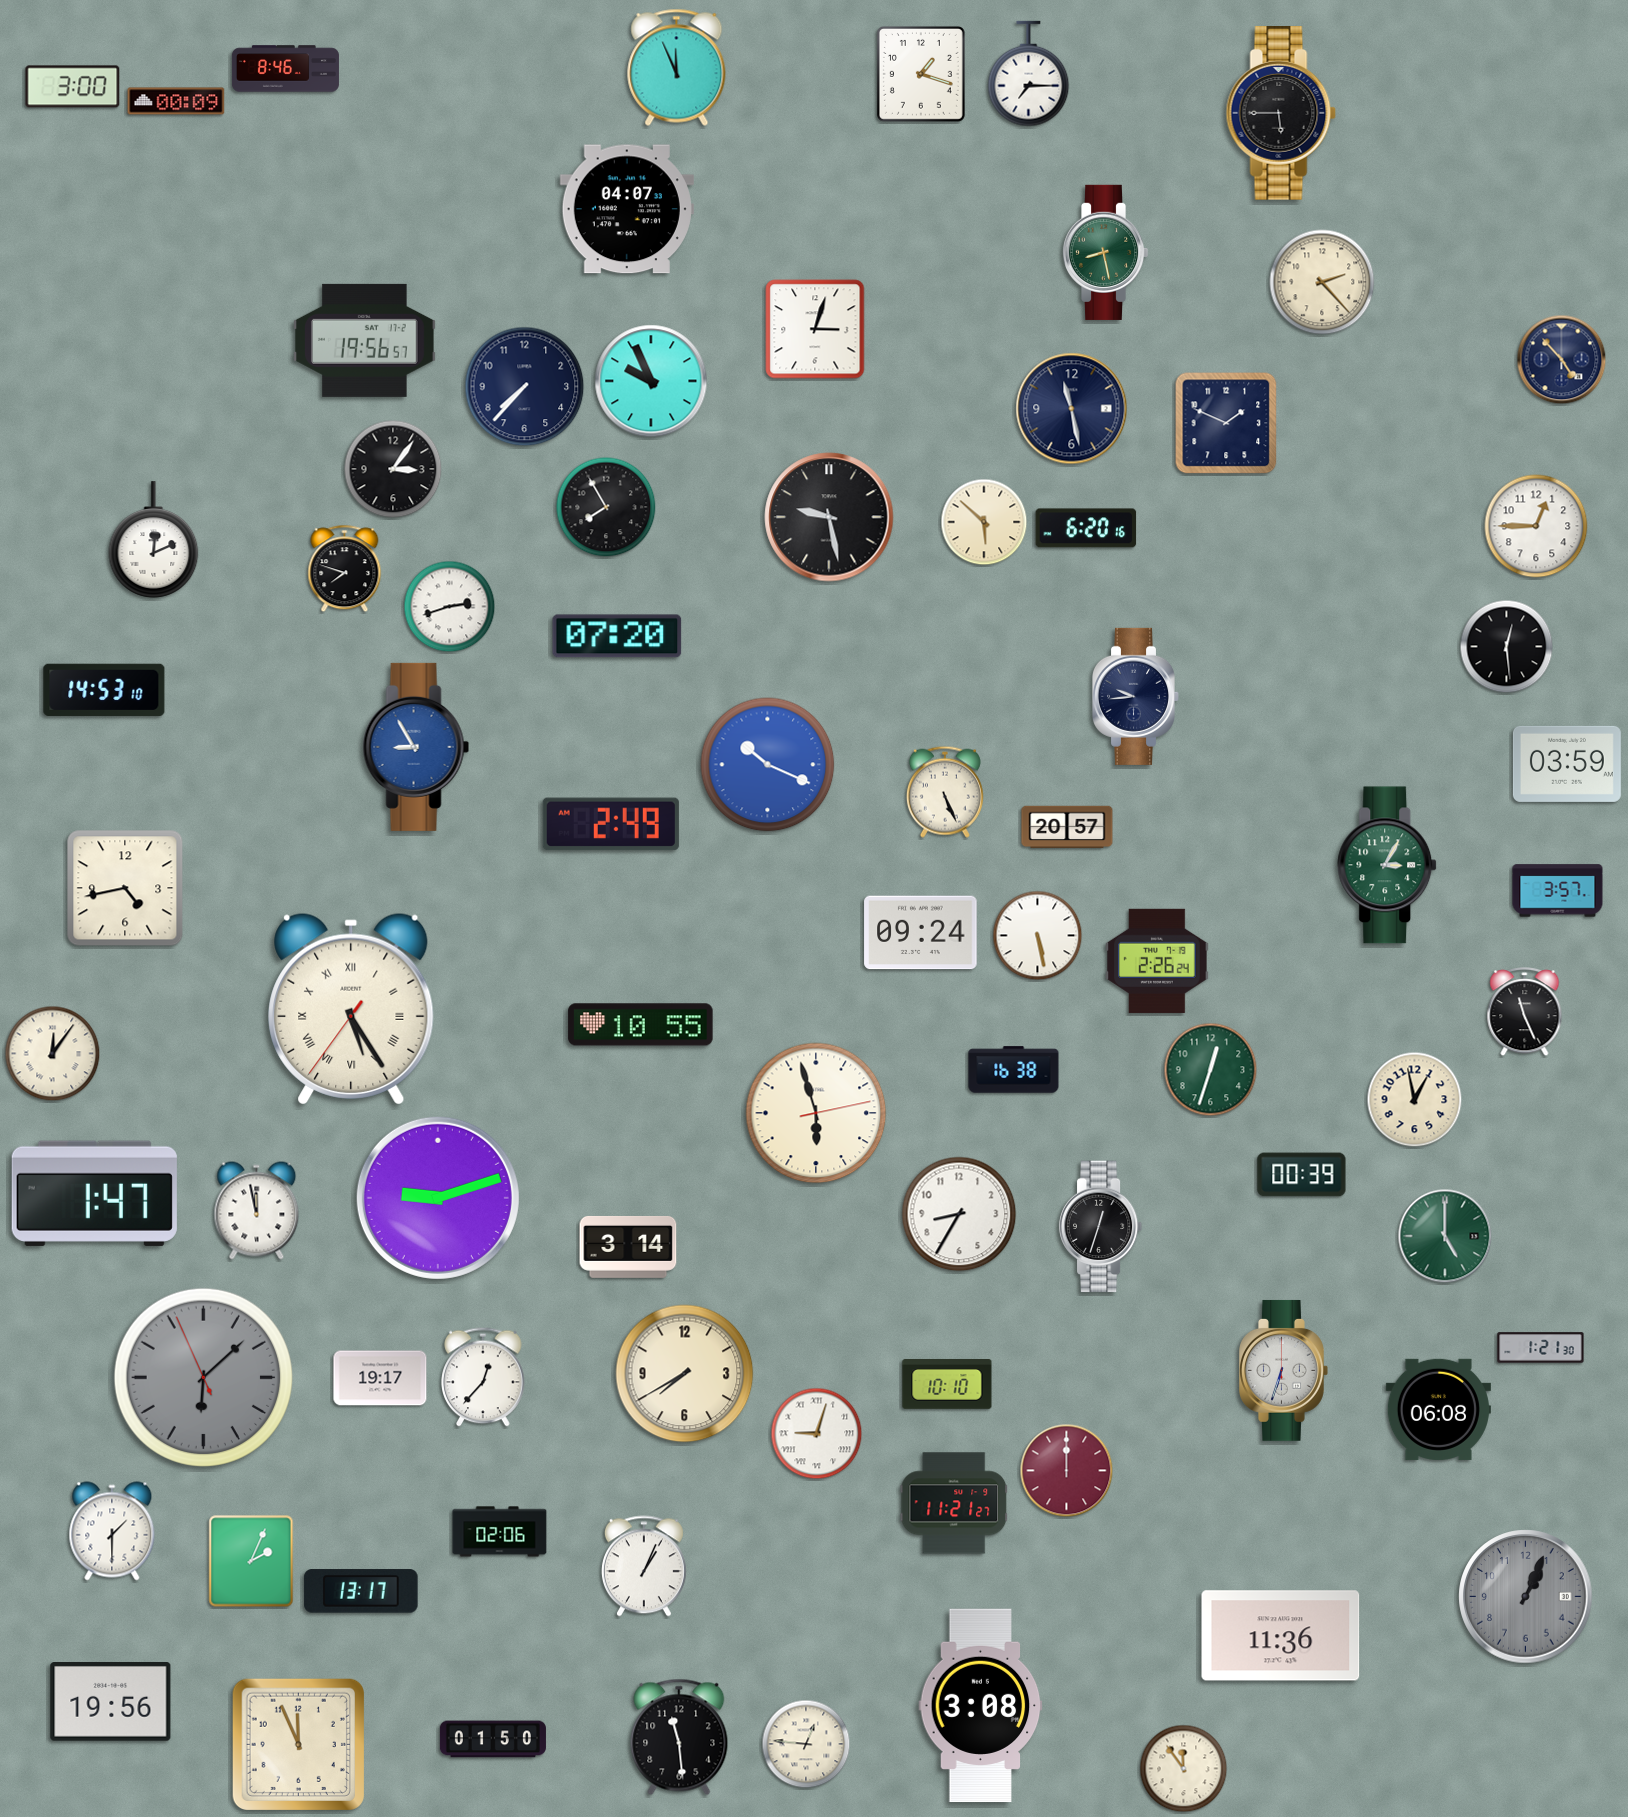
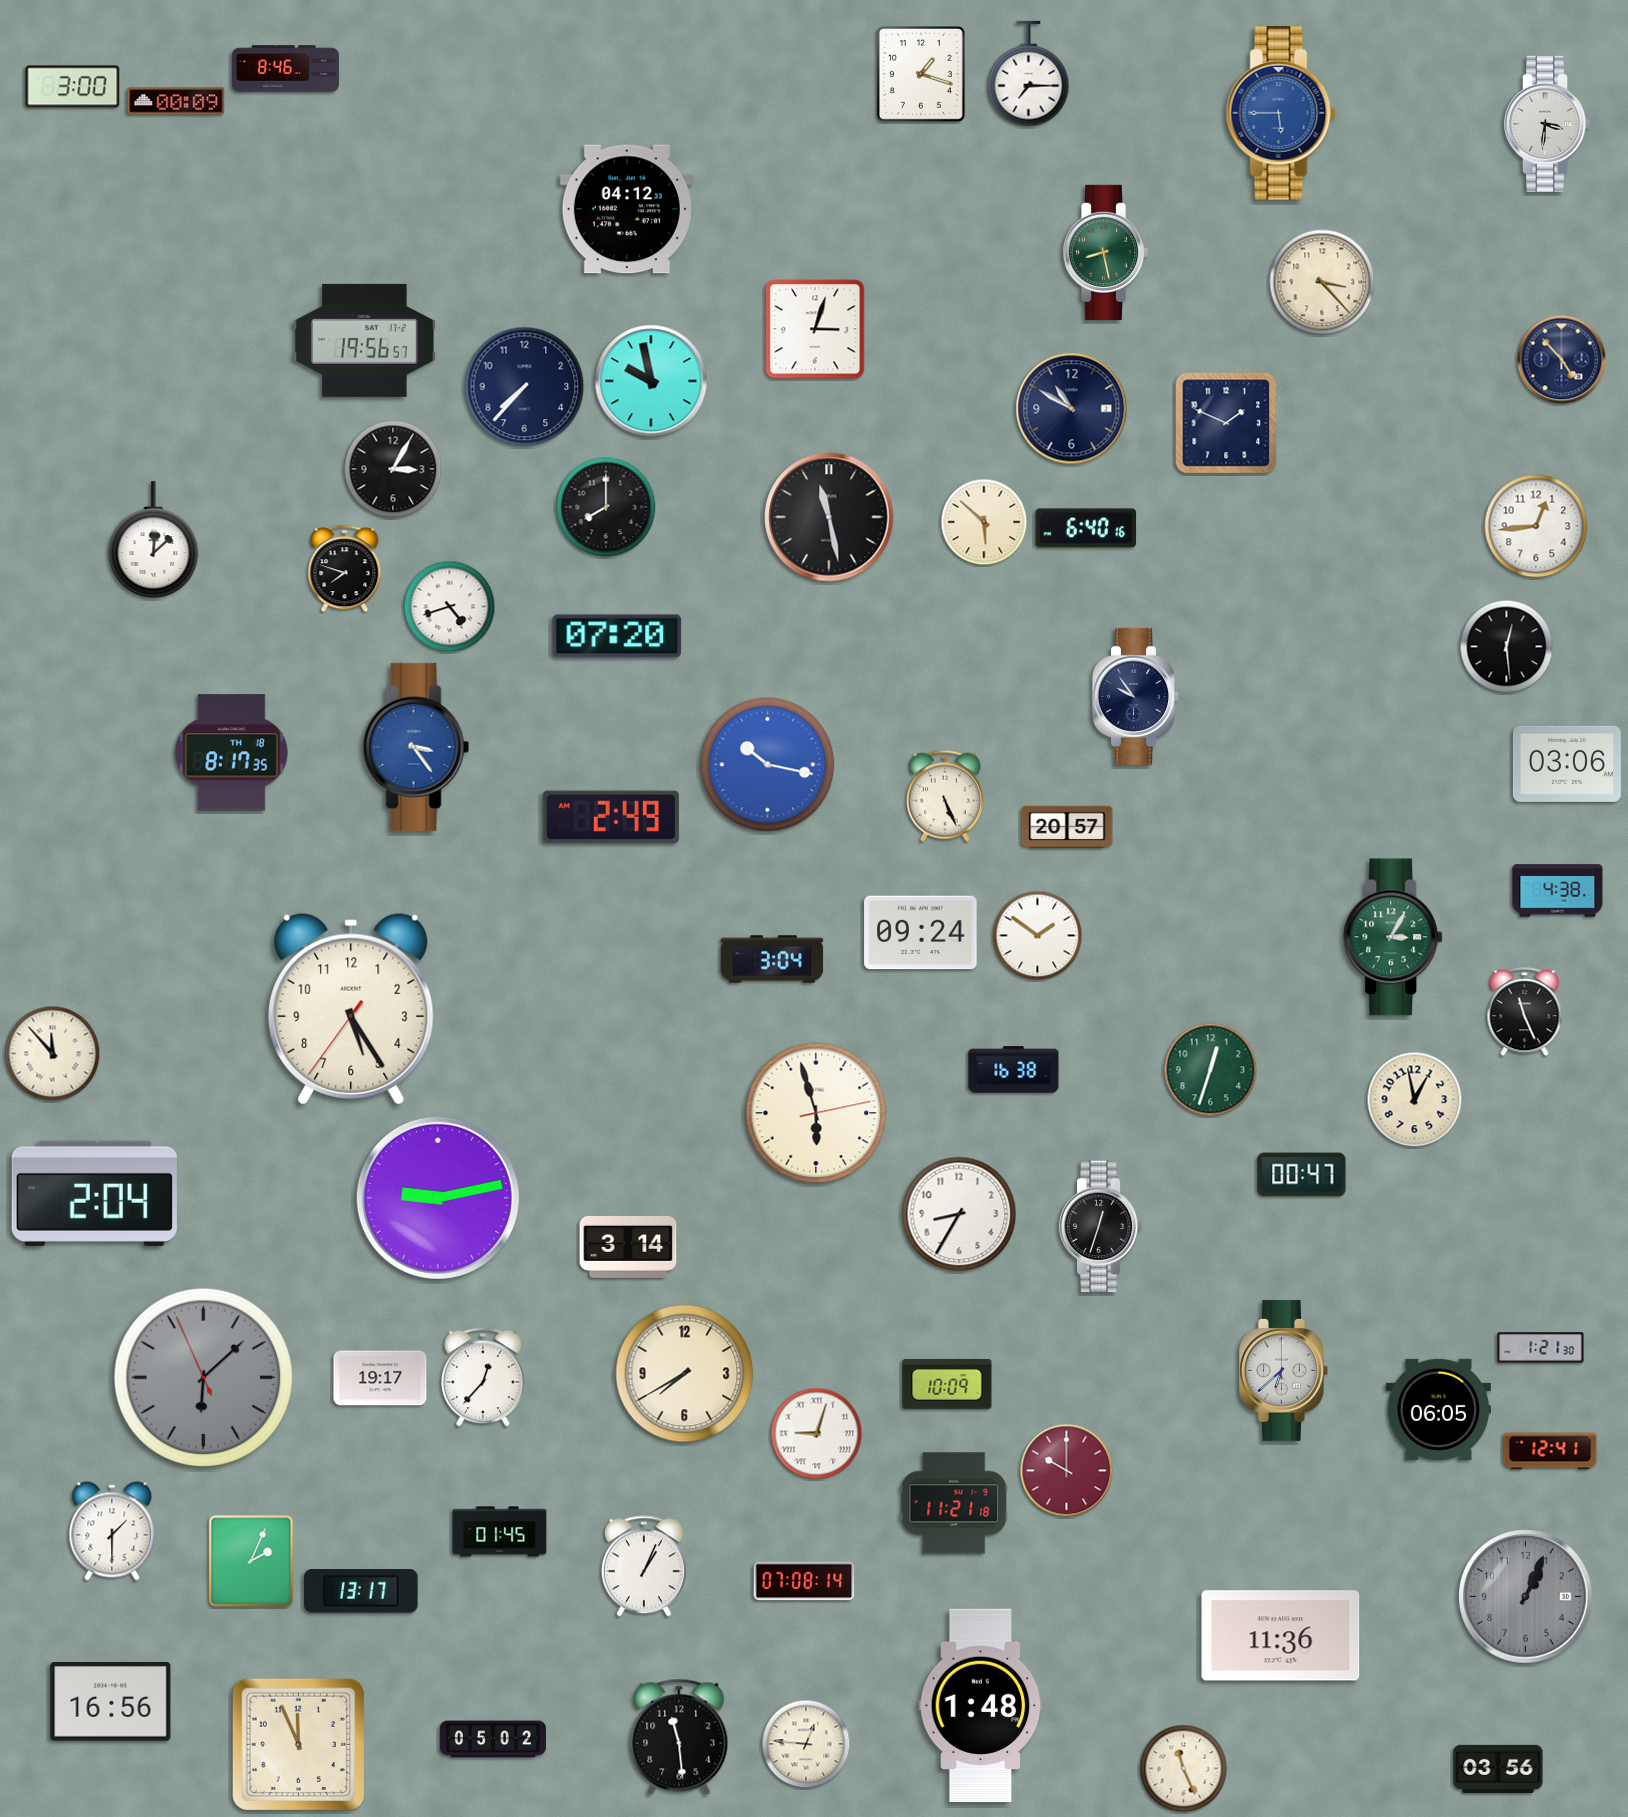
clock at (677, 67): 11:56 -> none
clock at (1281, 114) dial: black -> blue
clock at (1547, 124): none -> 3:31
clock at (627, 209): 04:07 -> 04:12
clock at (1322, 282): 2:23 -> 3:23
clock at (651, 381): 9:56 -> 9:58
clock at (1072, 409): 11:28 -> 10:50
clock at (393, 469): 3:06 -> 3:05
clock at (606, 507): 7:55 -> 8:00
clock at (829, 517): 9:28 -> 11:28
clock at (1536, 526): 12:45 -> 12:44
clock at (1086, 528): 6:20 -> 6:40
clock at (154, 540): 12:11 -> 12:08
clock at (450, 607): 2:42 -> 4:42
clock at (104, 689): 14:53 -> none
clock at (1135, 696): 9:44 -> 9:54
clock at (416, 747): 8:55 -> 3:24
clock at (232, 753): none -> 8:17
clock at (1567, 764): 03:59 -> 03:06
clock at (768, 765): 10:19 -> 10:17
clock at (945, 792) position: (945, 792) -> (945, 796)
clock at (611, 824) position: (611, 824) -> (611, 817)
clock at (1388, 865) position: (1388, 865) -> (1394, 937)
clock at (125, 888): 4:43 -> none
clock at (1558, 891): 3:57 -> 4:38
clock at (1038, 936): 5:28 -> 1:51
clock at (772, 959): none -> 3:04
clock at (1157, 961): 2:26 -> none
clock at (351, 1009) numerals: Roman -> Arabic
clock at (641, 1025): 10:55 -> none
clock at (53, 1054): 12:06 -> 11:53
clock at (1302, 1175): 00:39 -> 00:47
clock at (94, 1193): 1:47 -> 2:04
clock at (438, 1198): 9:12 -> 9:13
clock at (257, 1211): 11:58 -> none
clock at (1445, 1236): 5:00 -> none
clock at (1284, 1370): 6:33 -> 6:38
clock at (947, 1385): 10:10 -> 10:09
clock at (1438, 1409): 06:08 -> 06:05
clock at (1550, 1451): none -> 12:41
clock at (1067, 1471): 12:00 -> 10:00
clock at (954, 1503): 11:21:27 -> 11:21:18
clock at (500, 1532): 02:06 -> 01:45
clock at (804, 1581): none -> 07:08
clock at (111, 1702): 19:56 -> 16:56
clock at (981, 1706): 3:08 -> 1:48
clock at (493, 1739): 01:50 -> 05:02
clock at (1184, 1769): 11:54 -> 11:26
clock at (1498, 1769): none -> 03:56
